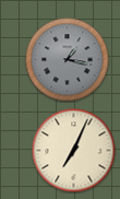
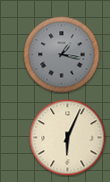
clock at (74, 151): 7:04 -> 6:04
